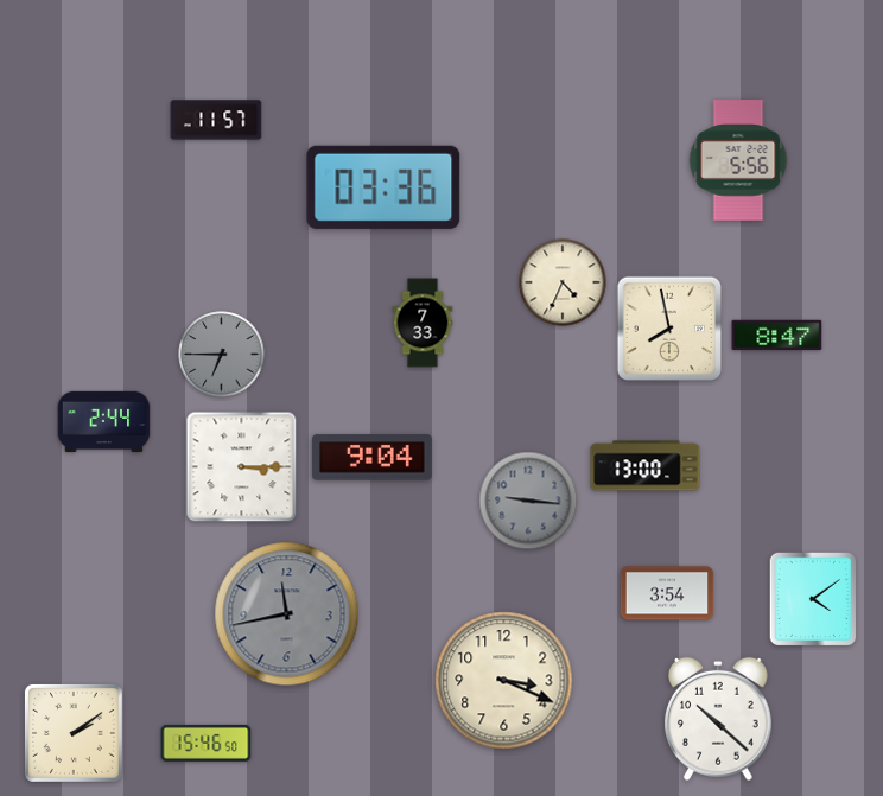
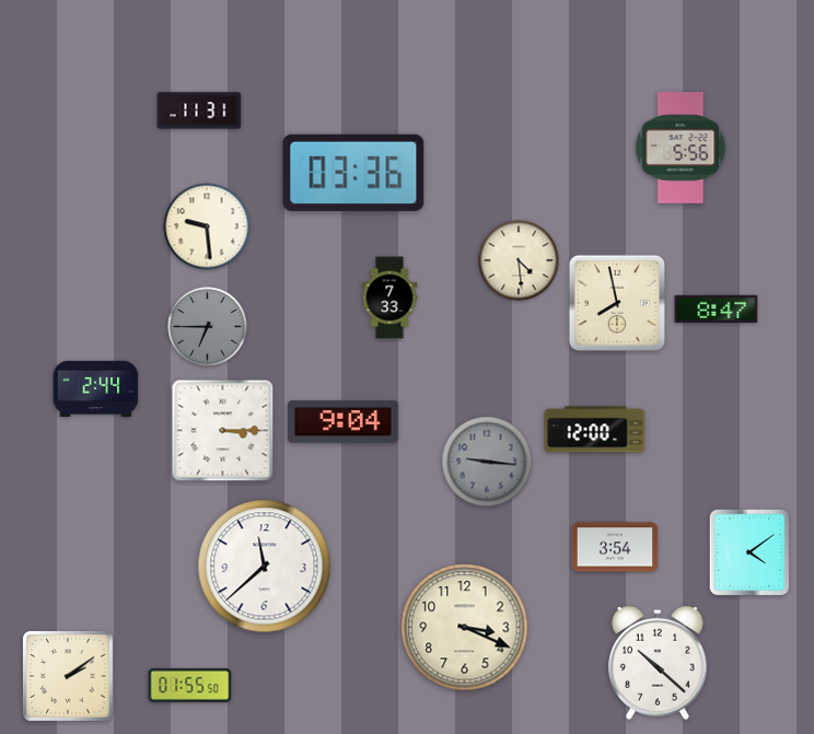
clock at (216, 120): 11:57 -> 11:31
clock at (207, 226): none -> 9:29
clock at (563, 282): 4:34 -> 4:29
clock at (222, 355) position: (222, 355) -> (208, 327)
clock at (646, 466): 13:00 -> 12:00
clock at (287, 614): 11:43 -> 11:38
clock at (287, 614) dial: grey -> white
clock at (719, 719) position: (719, 719) -> (659, 663)
clock at (207, 743): 15:46 -> 01:55
